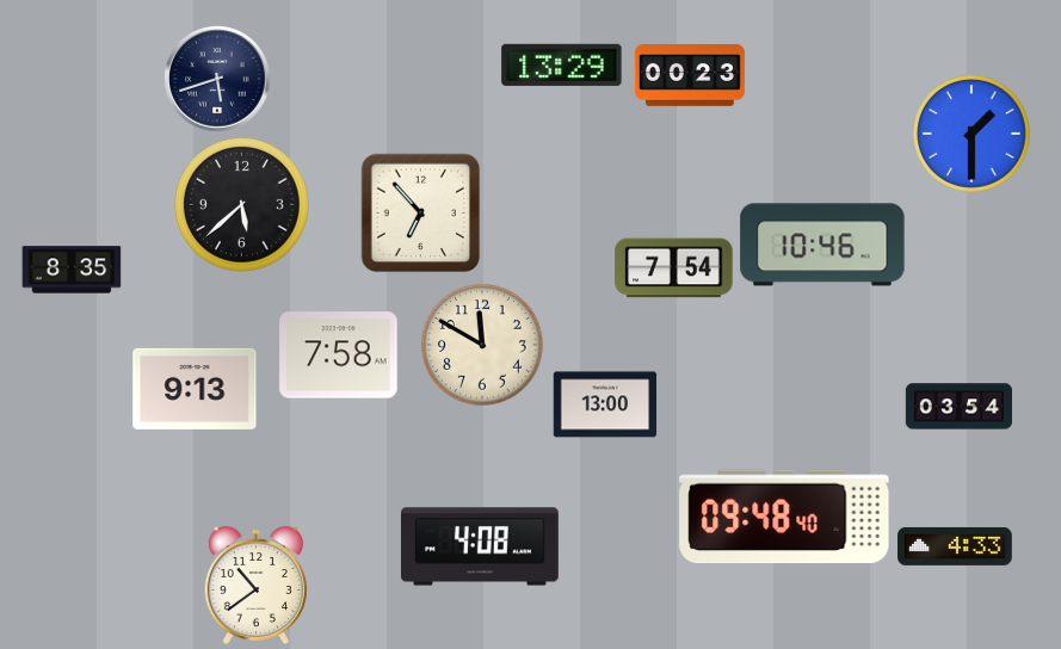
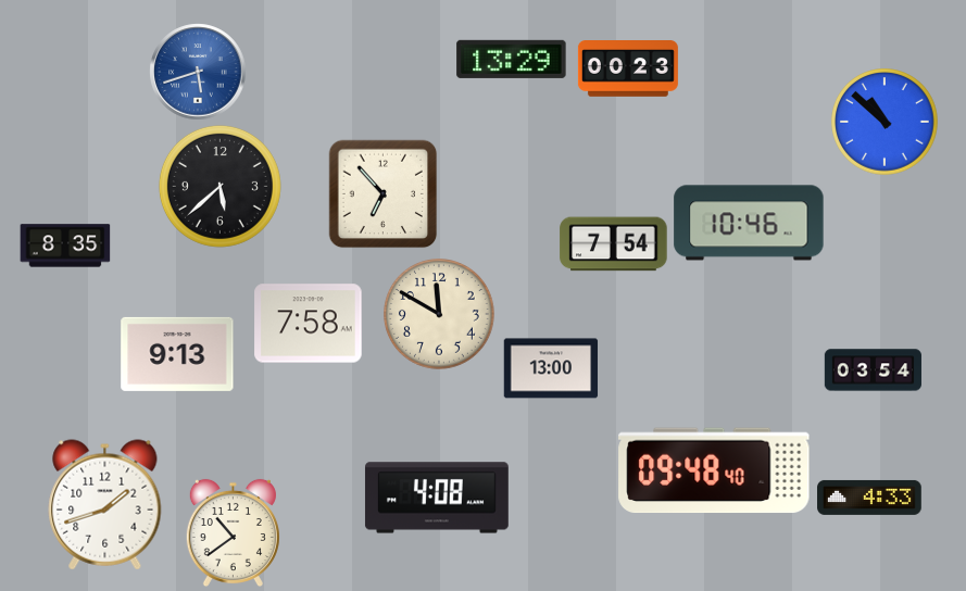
clock at (217, 79) dial: navy -> blue
clock at (971, 134): 1:30 -> 10:52
clock at (105, 505): none -> 1:42
